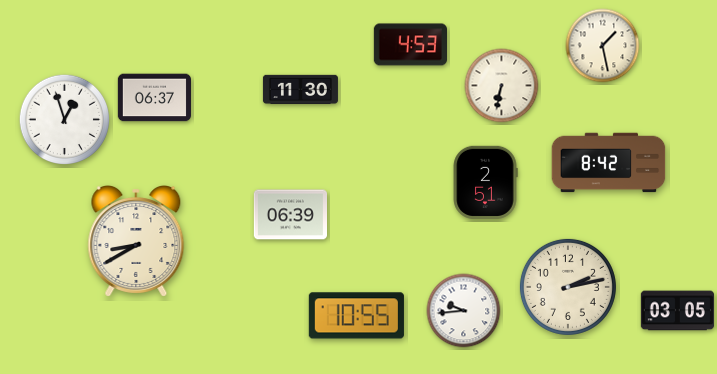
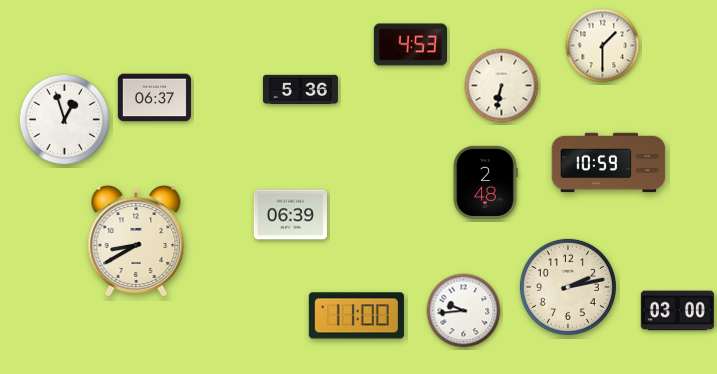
clock at (603, 46): 1:28 -> 1:30
clock at (300, 90): 11:30 -> 5:36
clock at (609, 163): 8:42 -> 10:59
clock at (485, 182): 2:51 -> 2:48
clock at (677, 311): 03:05 -> 03:00
clock at (356, 316): 10:55 -> 11:00
